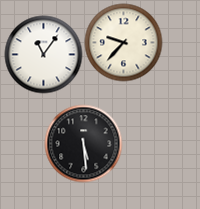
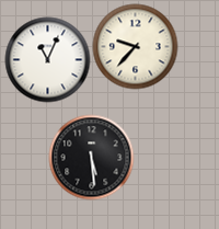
clock at (43, 54): 11:06 -> 11:04
